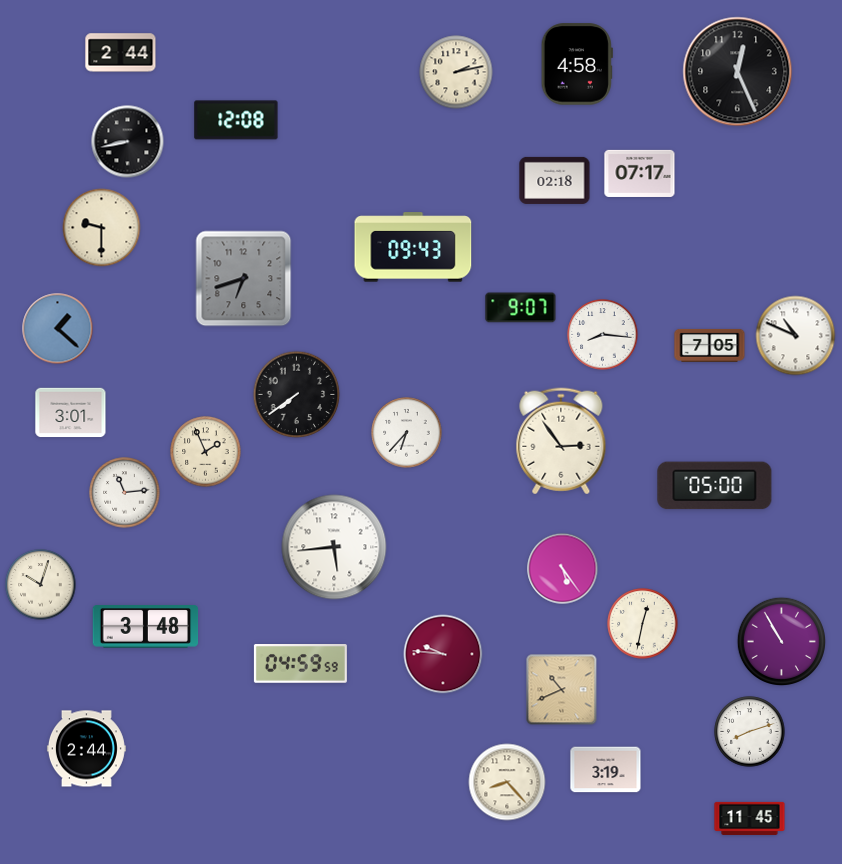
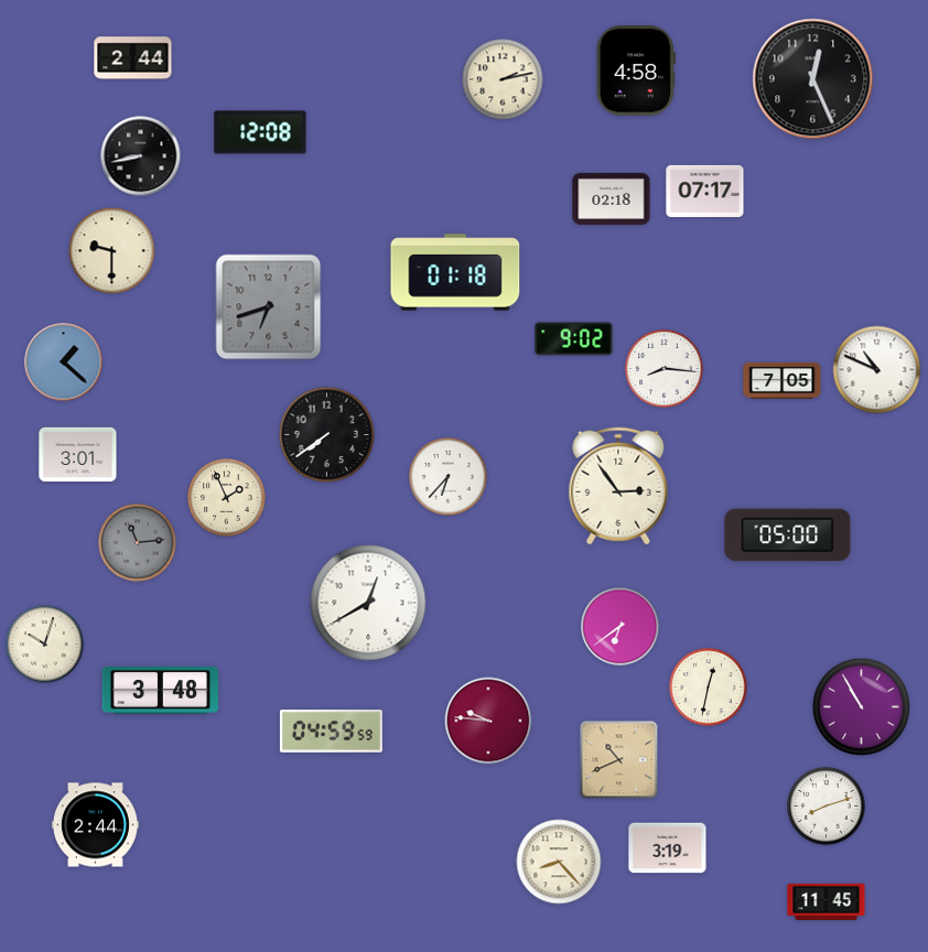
clock at (413, 247): 09:43 -> 01:18
clock at (521, 308): 9:07 -> 9:02
clock at (125, 493) dial: white -> grey
clock at (334, 547): 5:44 -> 12:40
clock at (563, 569): 5:24 -> 6:39
